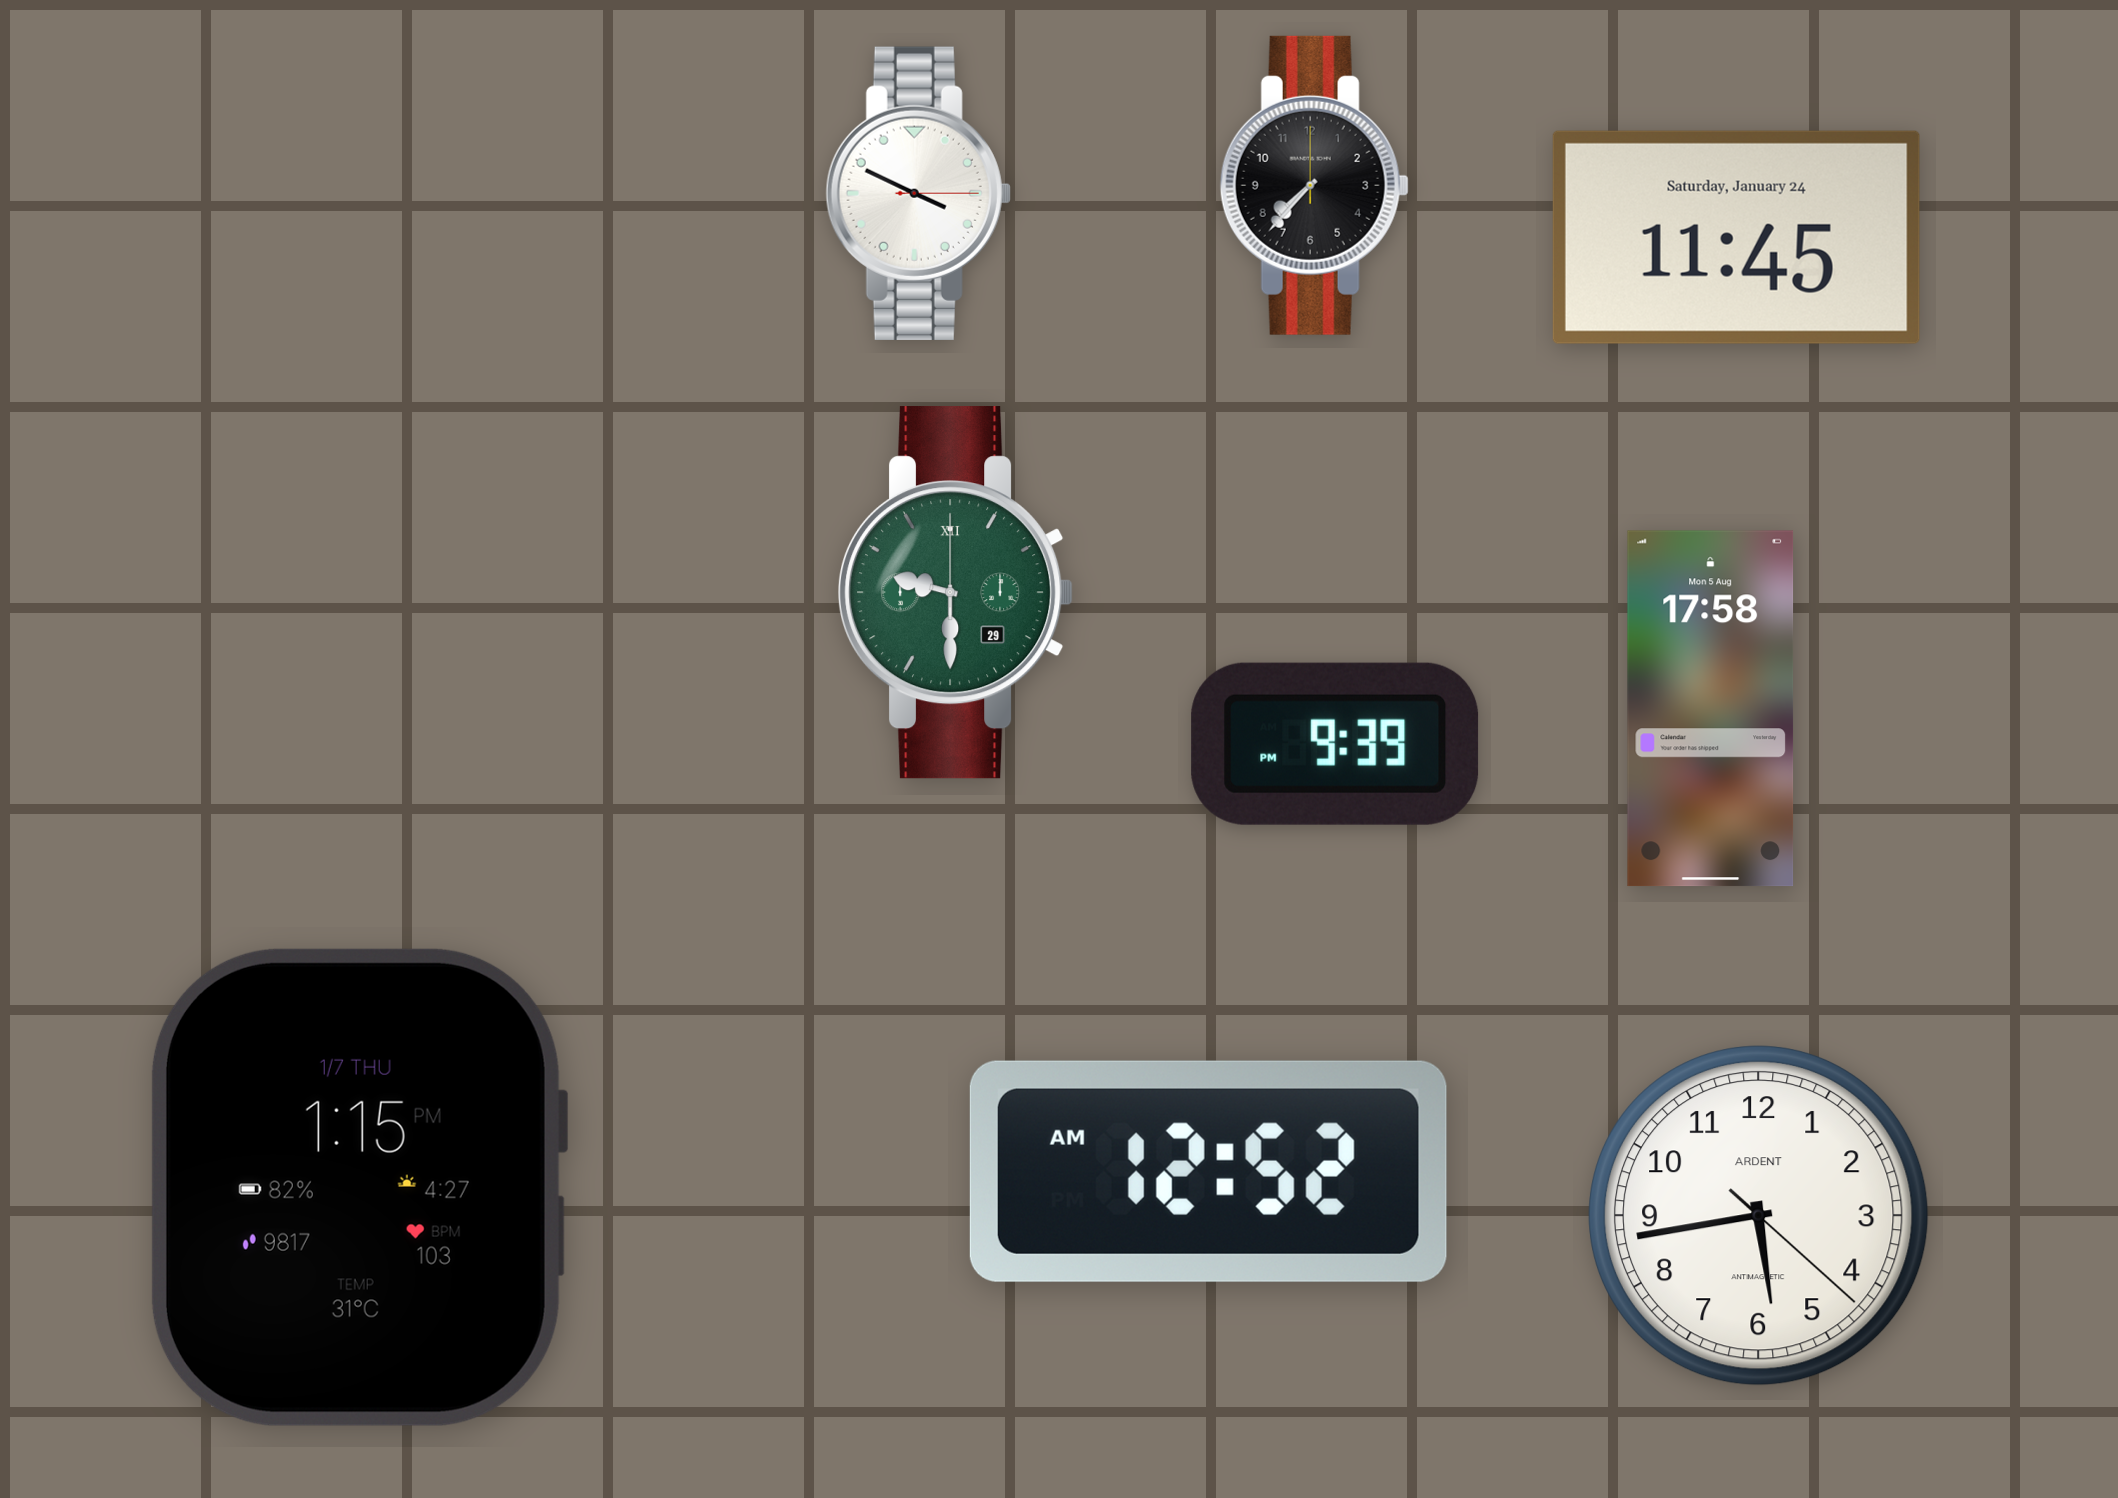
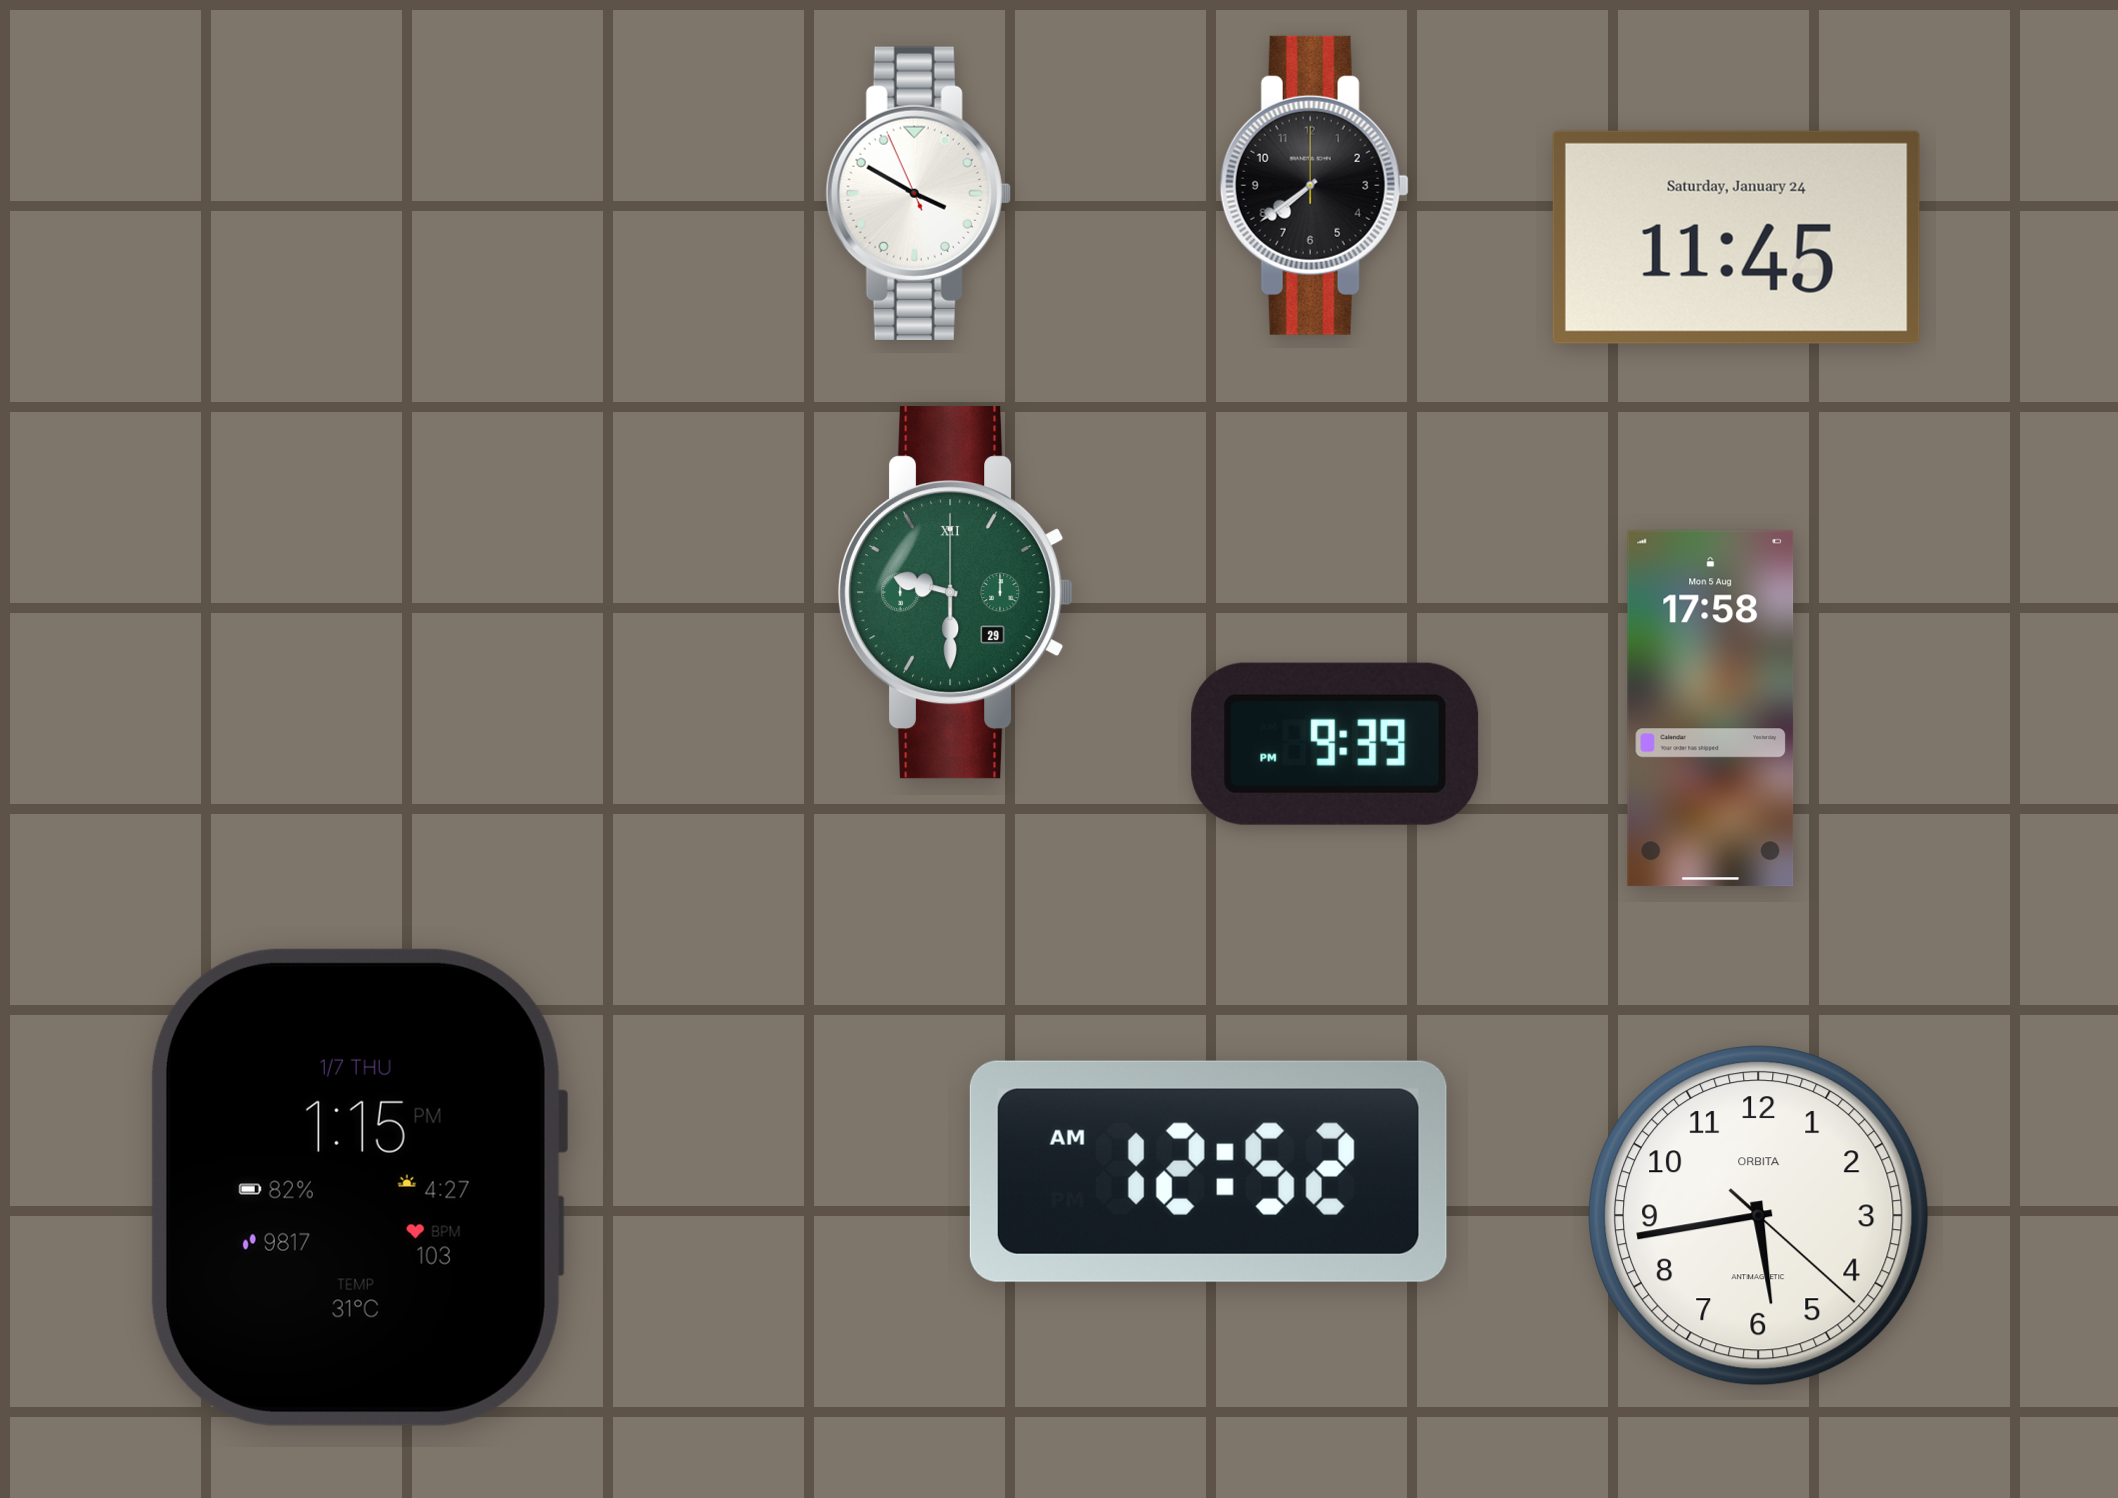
clock at (1314, 185): 7:37 -> 7:39
clock at (918, 193): 3:49:15 -> 3:49:56
clock at (1759, 1216) brand: ARDENT -> ORBITA
